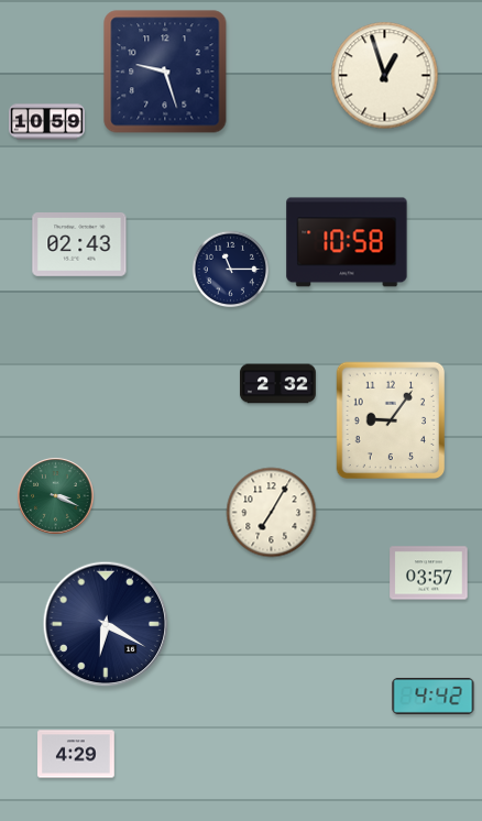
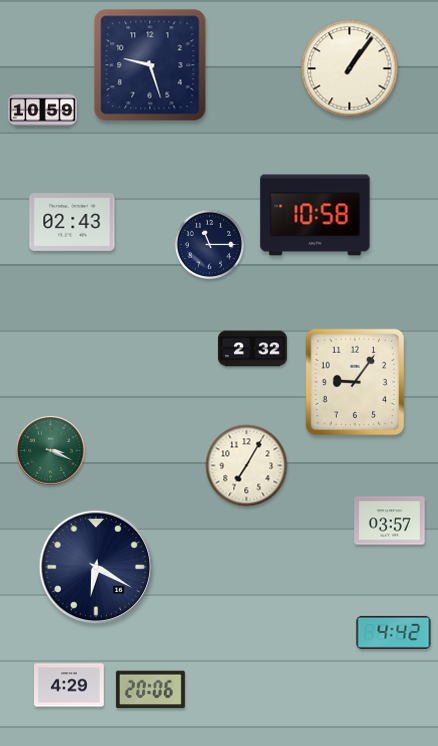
clock at (385, 76): 12:57 -> 1:06
clock at (347, 242) position: (347, 242) -> (315, 215)
clock at (150, 690): none -> 20:06
